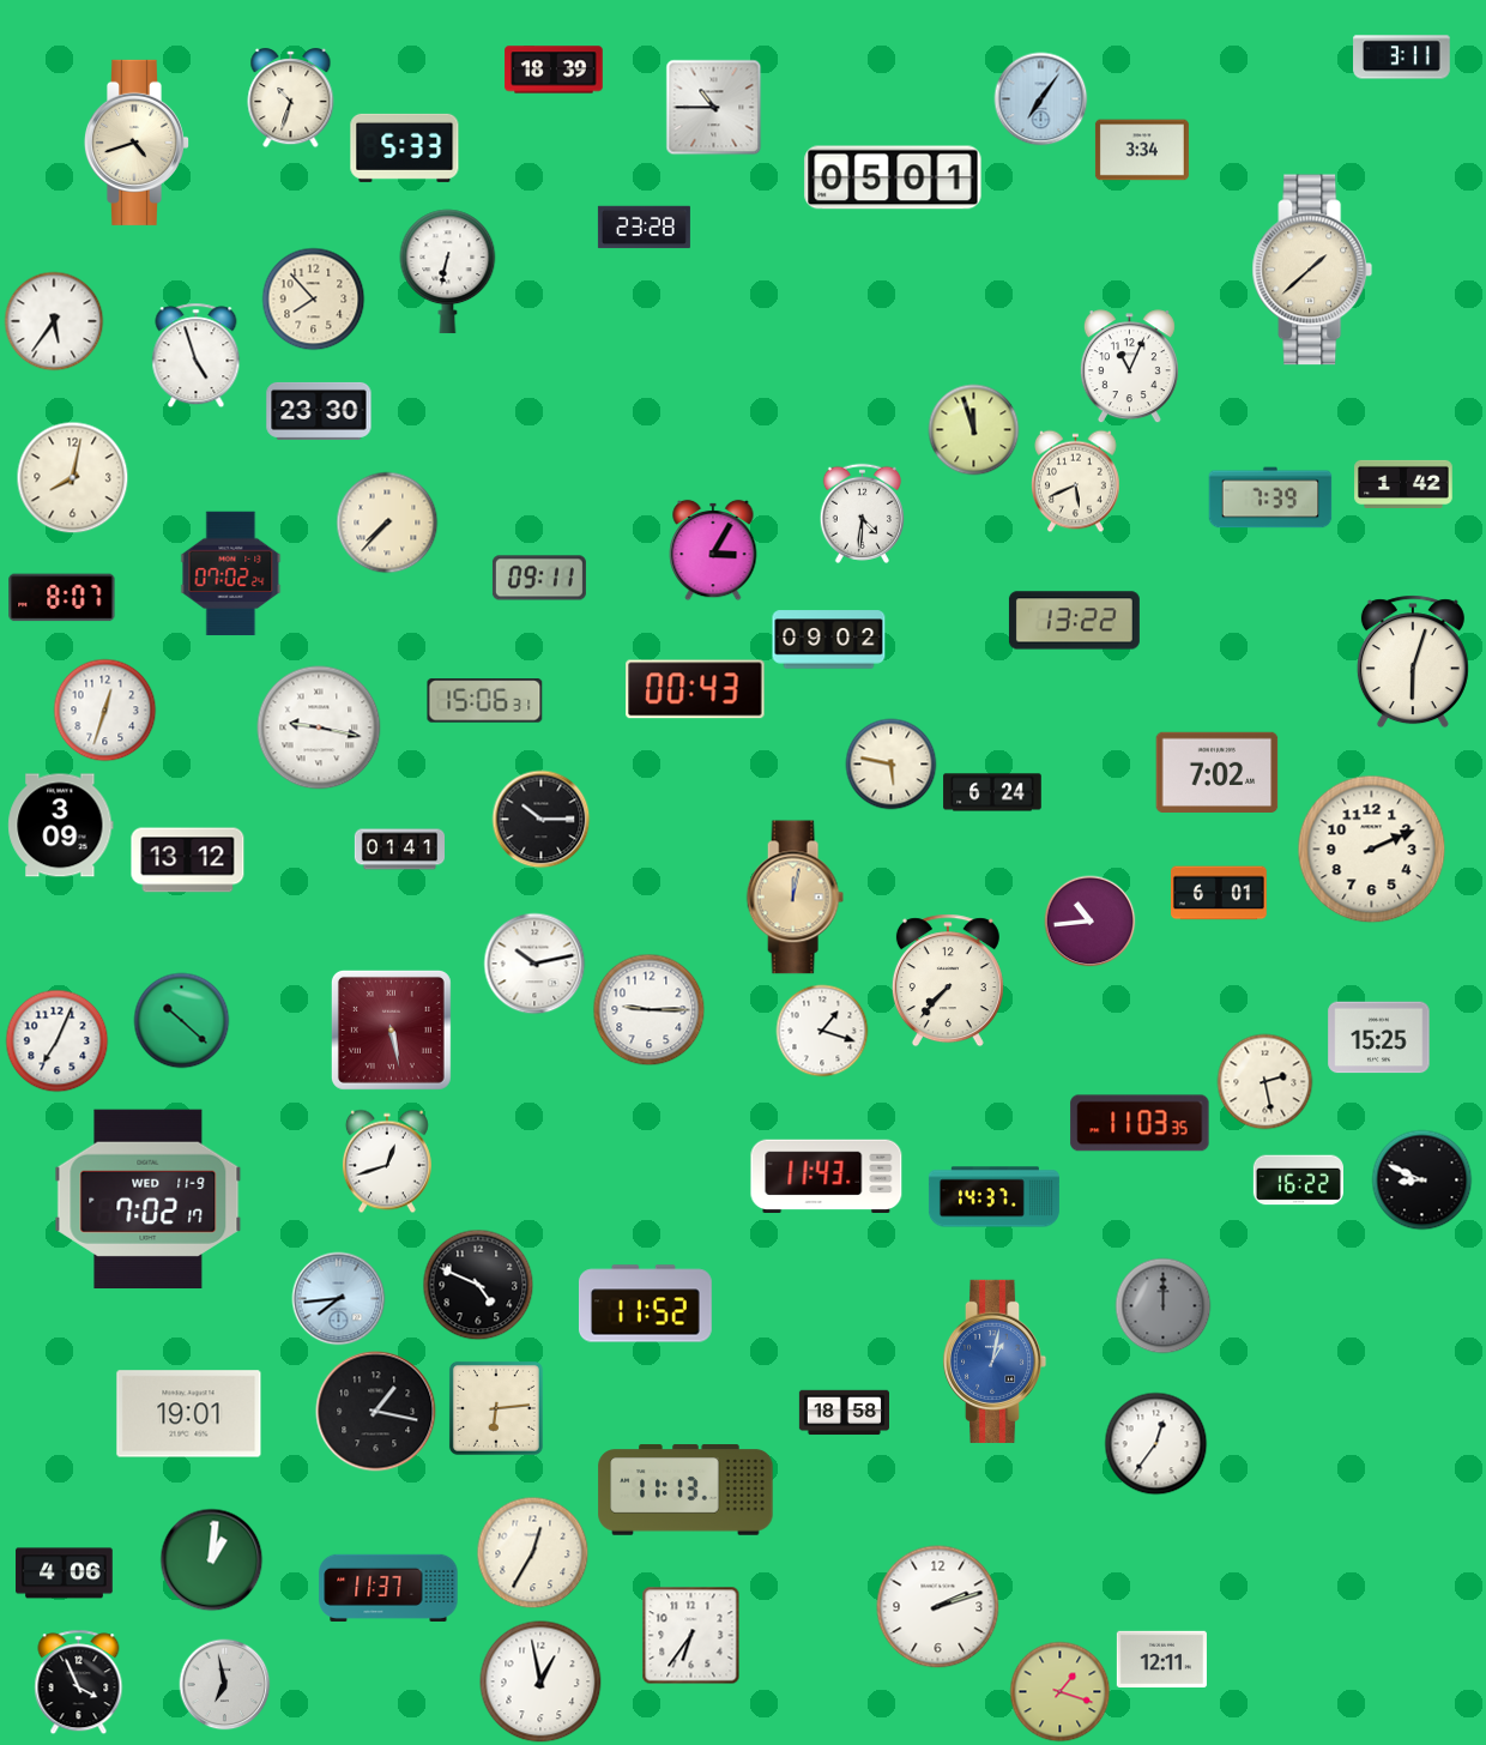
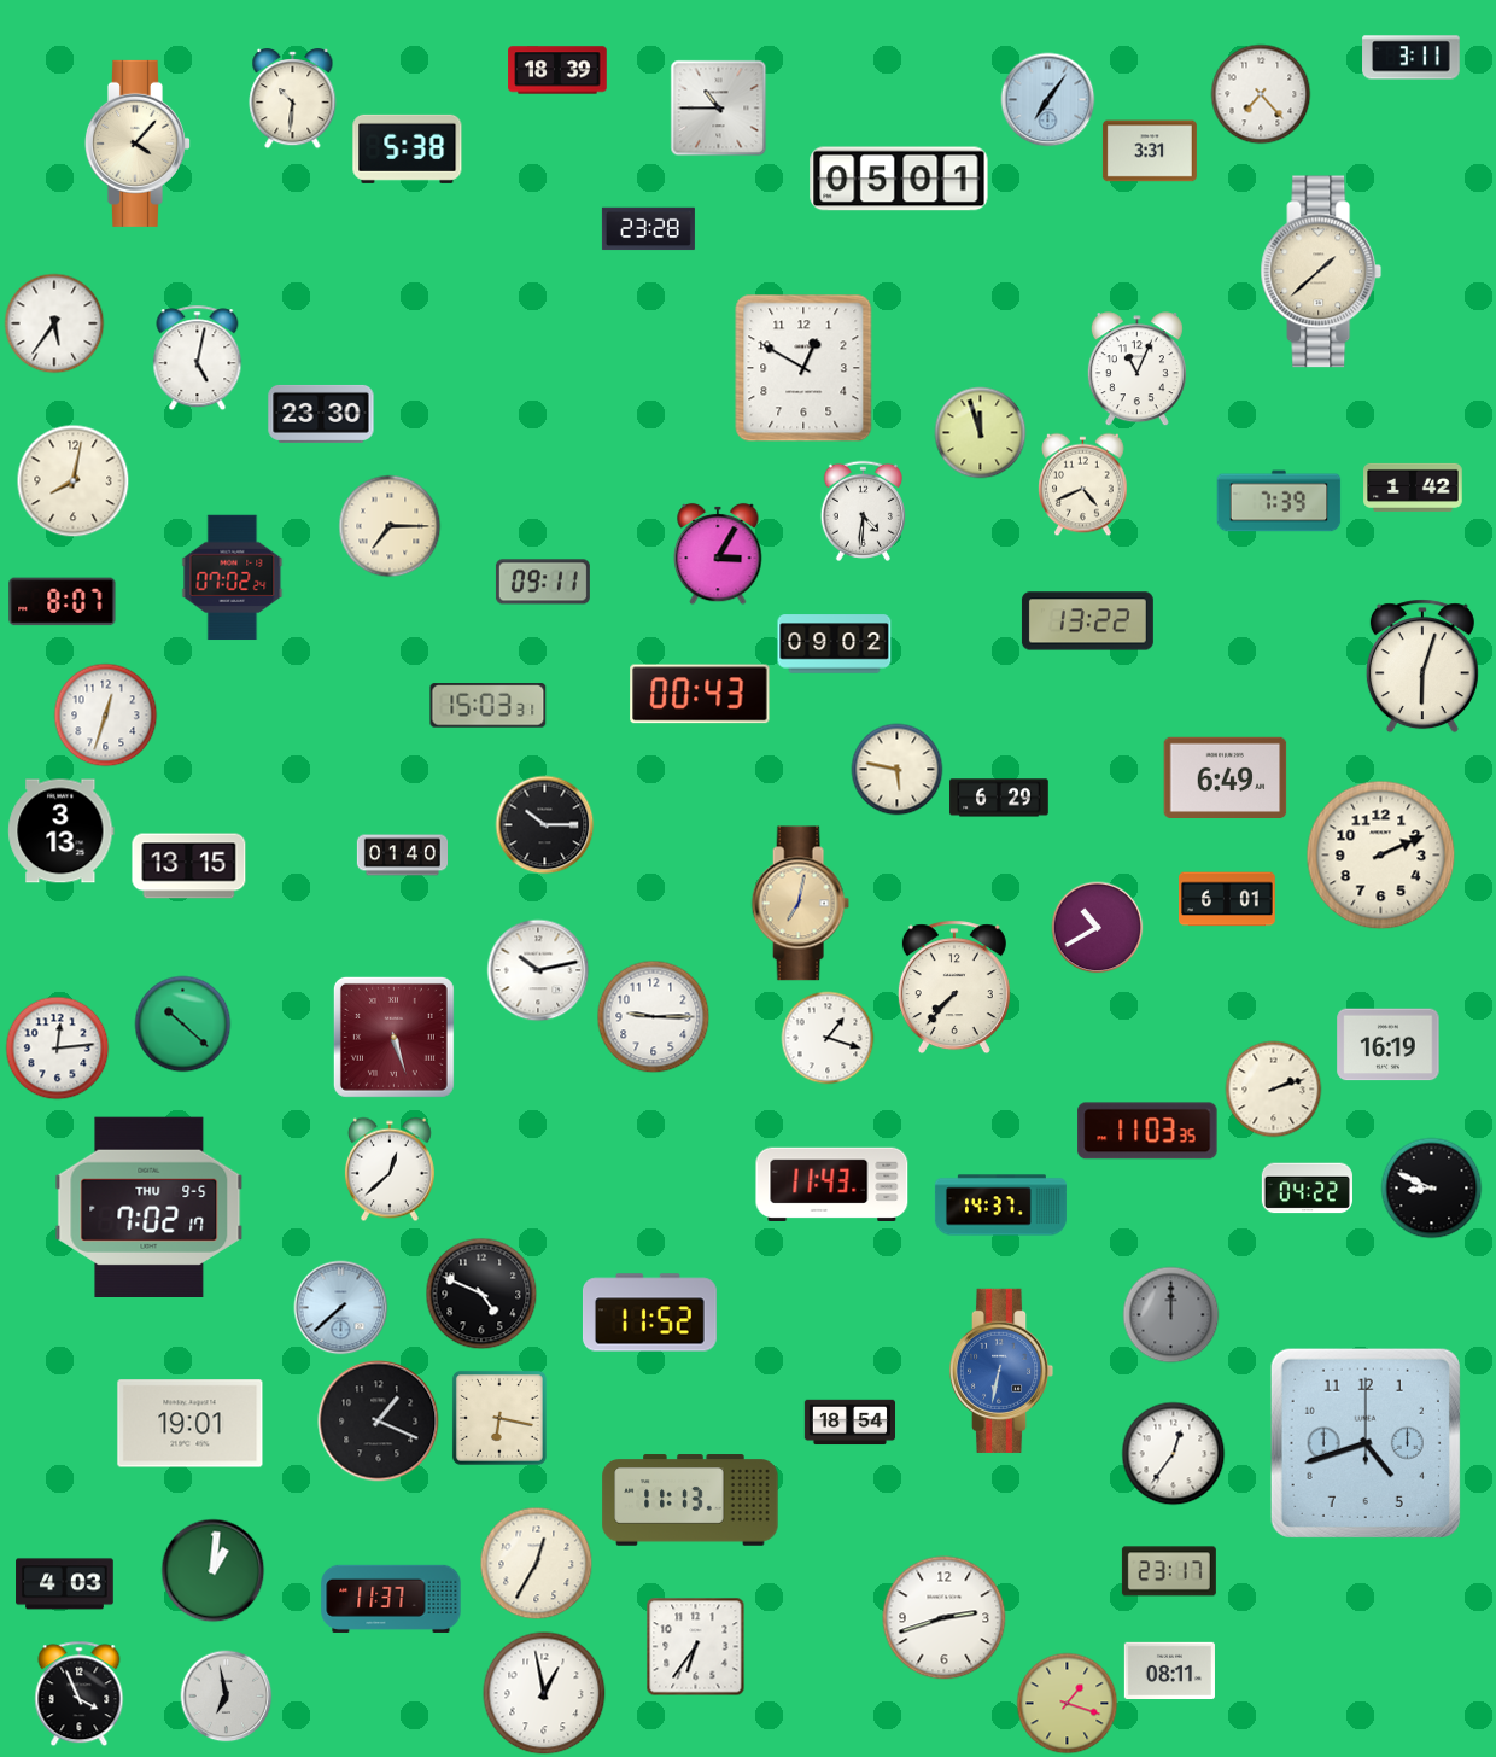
clock at (1261, 94): none -> 7:23
clock at (291, 98): 10:33 -> 10:31
clock at (135, 143): 4:42 -> 4:07
clock at (405, 147): 5:33 -> 5:38
clock at (1142, 150): 3:34 -> 3:31
clock at (448, 272): 6:32 -> none
clock at (314, 300): 7:53 -> none
clock at (197, 356): 4:57 -> 5:02
clock at (803, 368): none -> 12:50
clock at (1076, 482): 5:41 -> 4:41
clock at (862, 513) position: (862, 513) -> (863, 510)
clock at (387, 523): 7:37 -> 7:15
clock at (1074, 621) position: (1074, 621) -> (1087, 621)
clock at (485, 701): 15:06 -> 15:03
clock at (319, 727): 9:17 -> none
clock at (1218, 773): 7:02 -> 6:49
clock at (992, 792): 6:24 -> 6:29
clock at (61, 826): 3:09 -> 3:13
clock at (399, 850): 01:41 -> 01:40
clock at (188, 861): 13:12 -> 13:15
clock at (795, 898): 12:02 -> 7:02
clock at (1091, 922): 10:44 -> 10:40
clock at (182, 1021) position: (182, 1021) -> (183, 1025)
clock at (391, 1030): 5:28 -> 5:27
clock at (1379, 1038): 15:25 -> 16:19
clock at (58, 1041): 7:04 -> 12:14
clock at (1265, 1082): 2:28 -> 2:12
clock at (387, 1161): 12:42 -> 12:38
clock at (1298, 1181): 16:22 -> 04:22
clock at (149, 1198) date: WED 11-9 -> THU 9-5
clock at (339, 1299): 7:44 -> 7:38
clock at (995, 1361): 1:02 -> 6:32
clock at (496, 1408): 6:14 -> 6:17
clock at (376, 1412): 1:17 -> 1:19
clock at (844, 1413): 18:58 -> 18:54
clock at (1366, 1443): none -> 4:42
clock at (1156, 1444) position: (1156, 1444) -> (1174, 1454)
clock at (1169, 1571): none -> 23:17
clock at (65, 1574): 4:06 -> 4:03
clock at (938, 1607): 2:12 -> 2:42
clock at (1161, 1659): 12:11 -> 08:11
